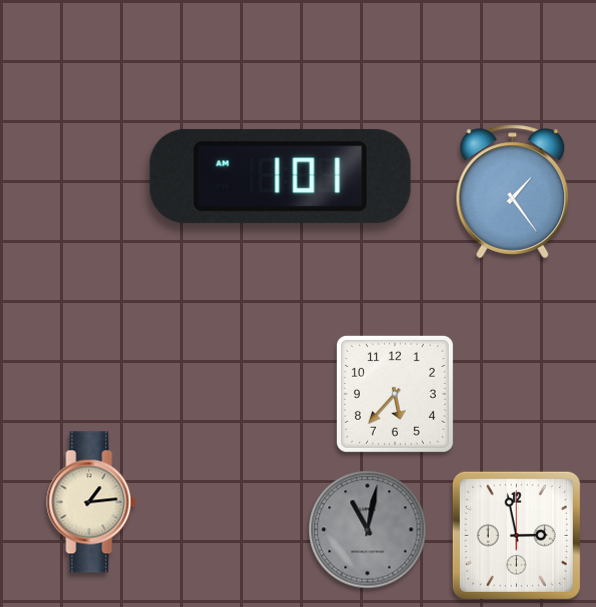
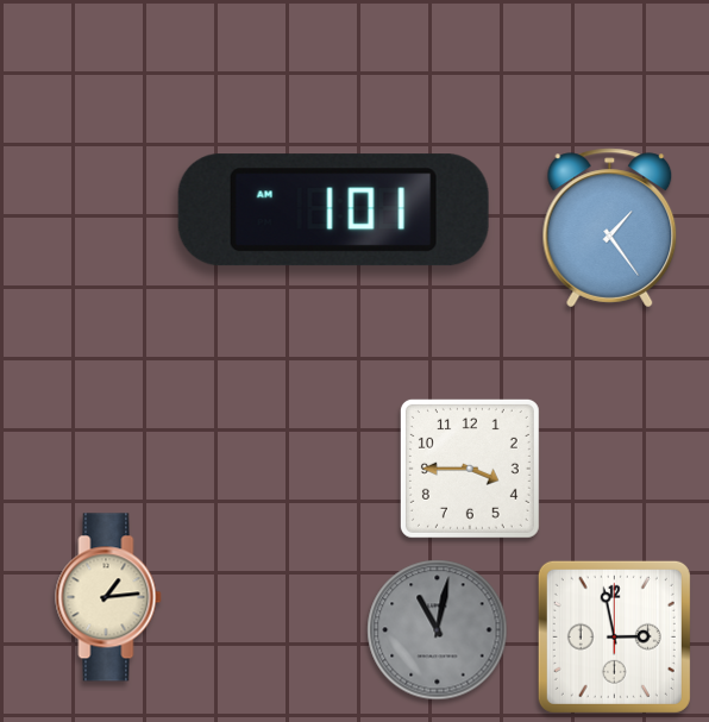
clock at (395, 394): 5:37 -> 3:45
